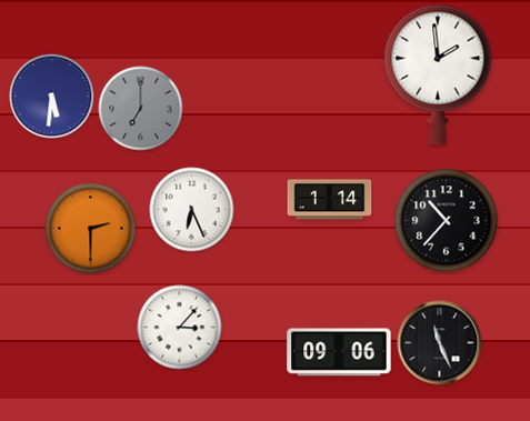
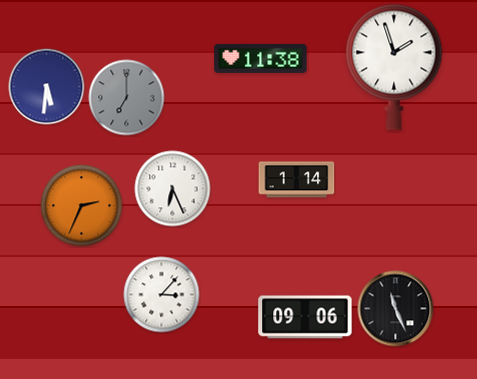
clock at (261, 58): none -> 11:38
clock at (438, 74): 1:59 -> 1:57
clock at (447, 221): 10:37 -> none
clock at (91, 229): 2:30 -> 2:34
